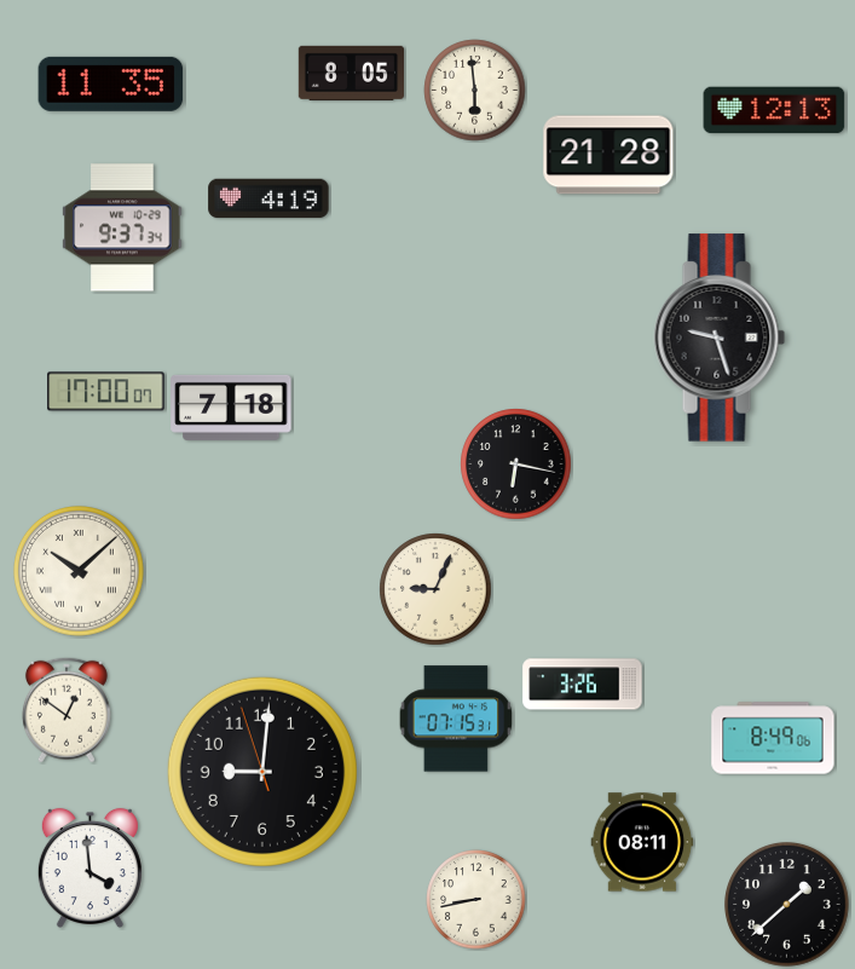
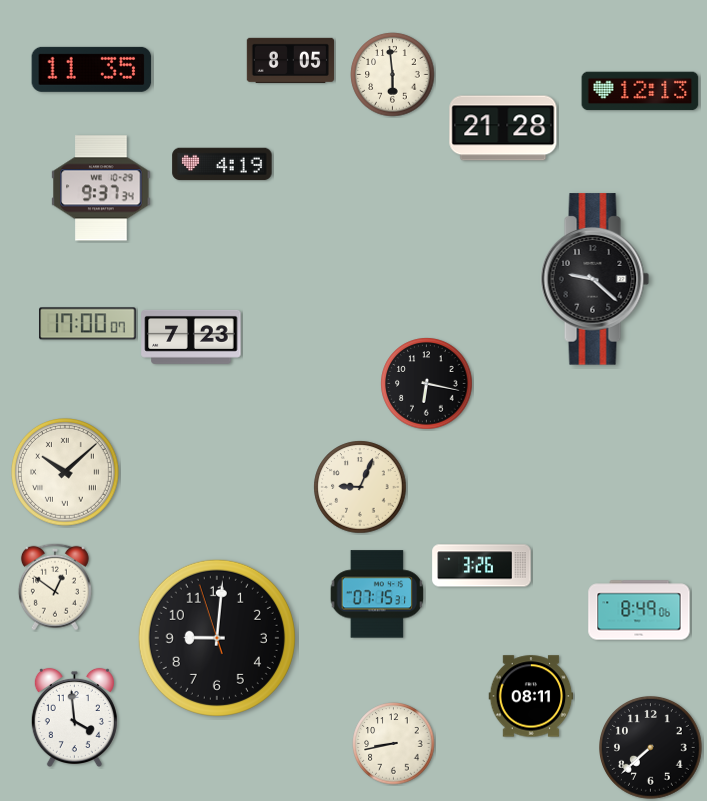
clock at (720, 338): 9:27 -> 9:22
clock at (231, 408): 7:18 -> 7:23
clock at (787, 905): 1:38 -> 7:38
